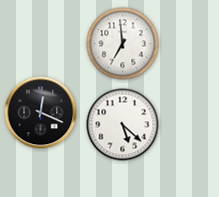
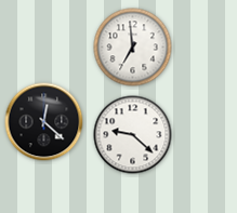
clock at (41, 113): 12:19 -> 12:22
clock at (123, 125): 5:22 -> 9:22
